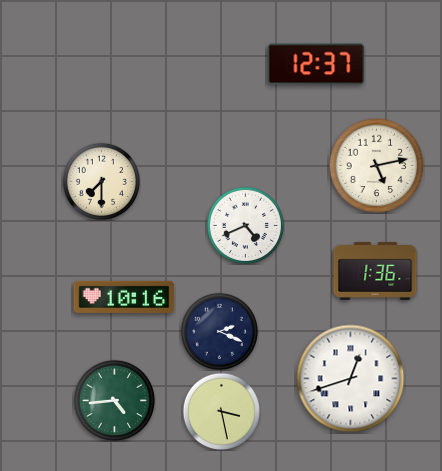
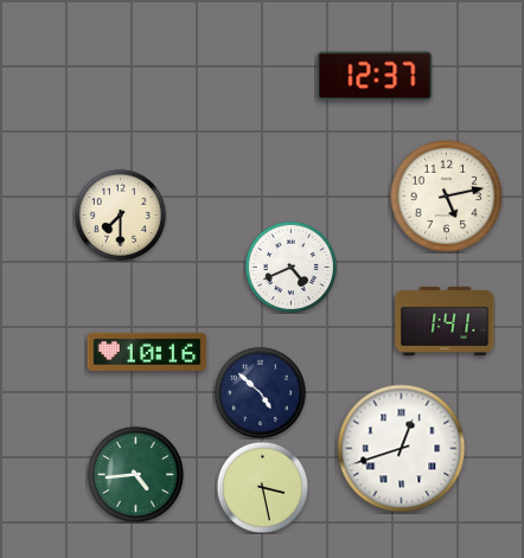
clock at (375, 271): 1:36 -> 1:41
clock at (219, 331): 2:19 -> 4:52
clock at (351, 379) position: (351, 379) -> (402, 449)
